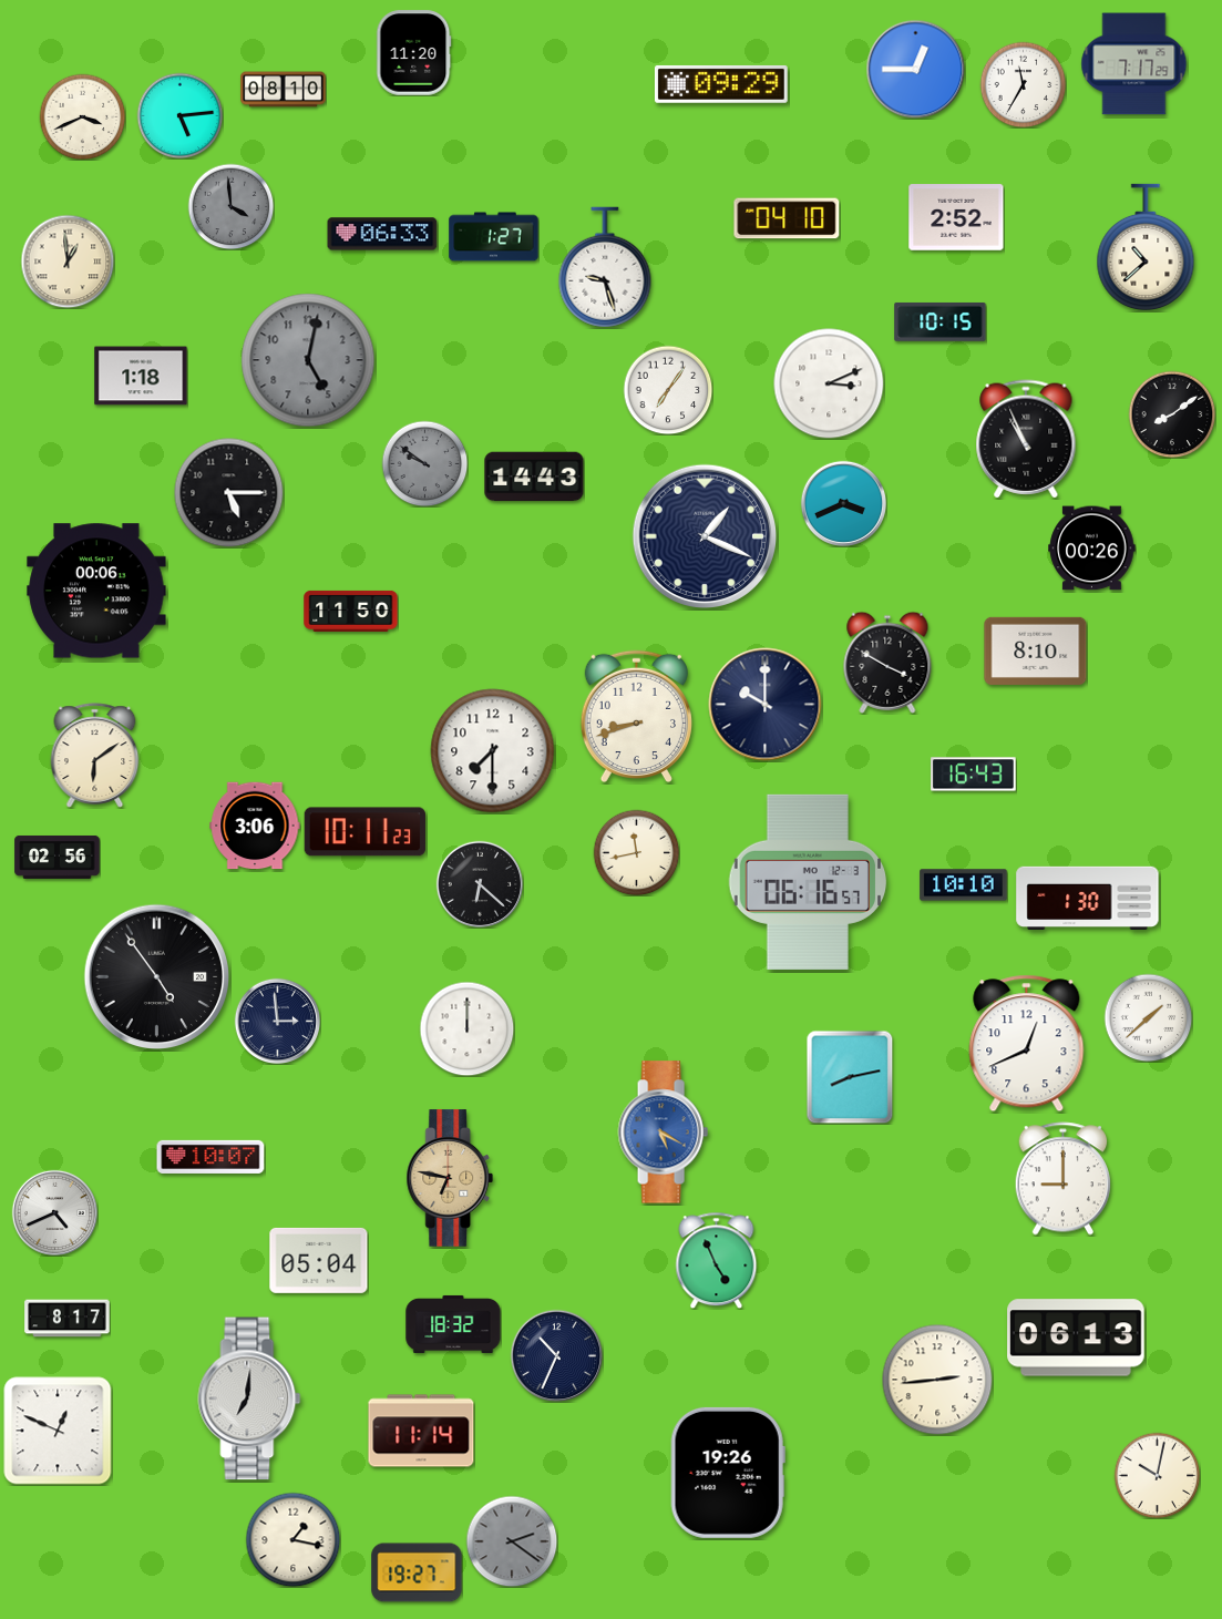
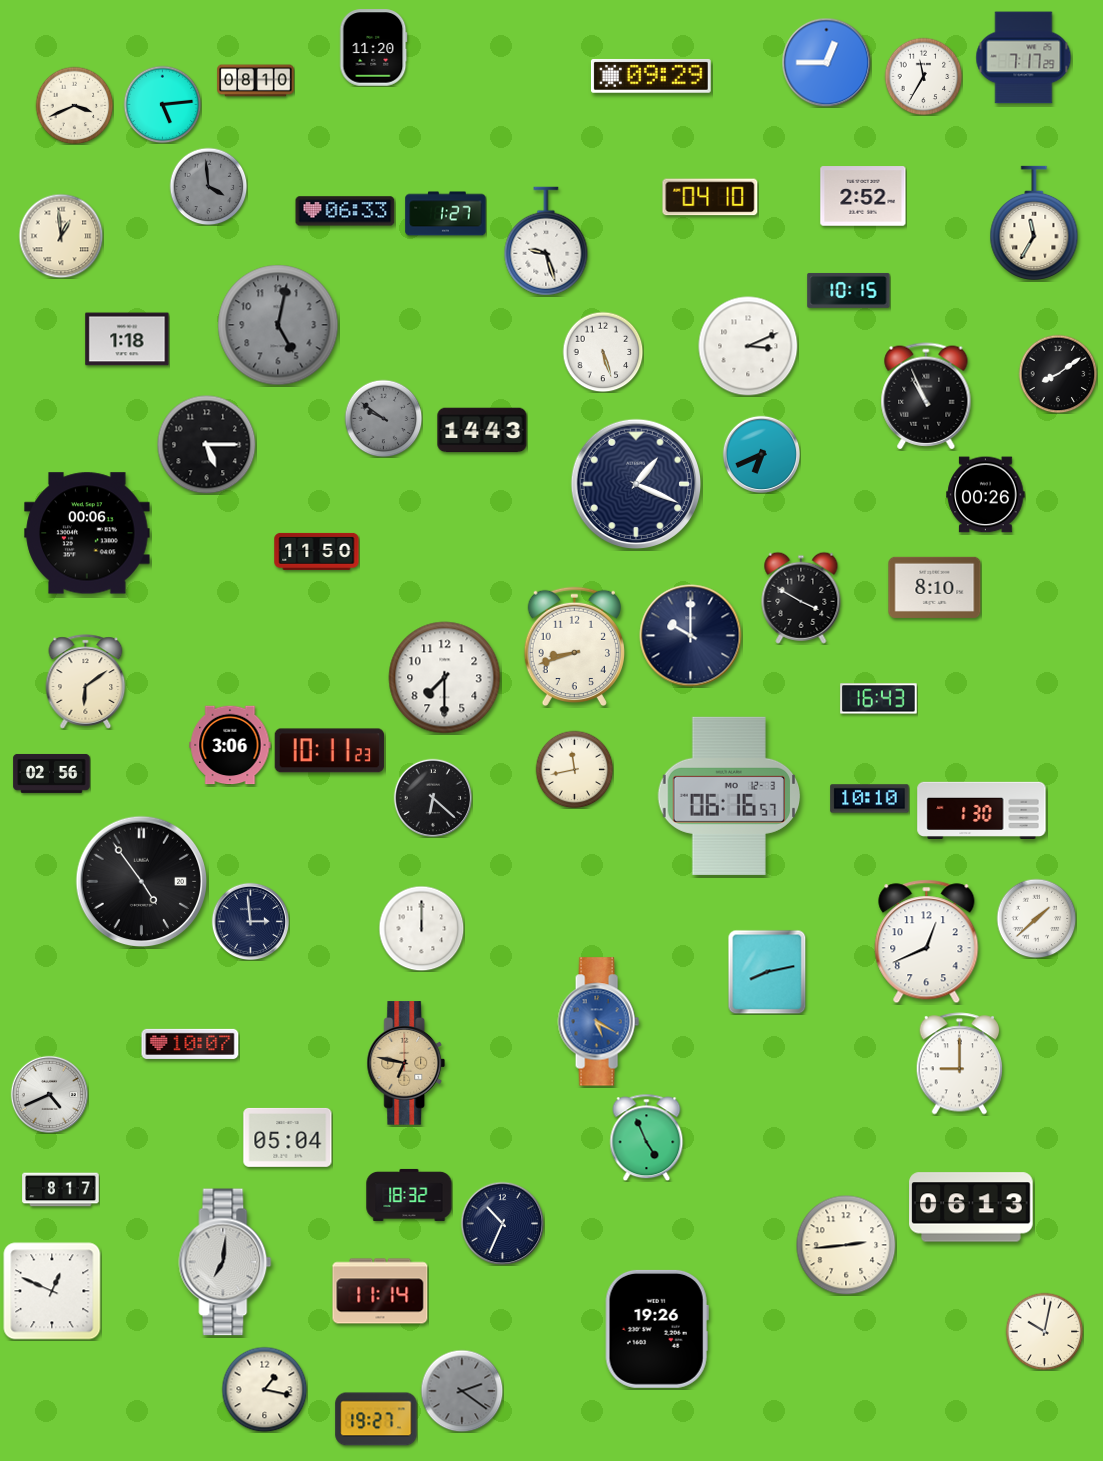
clock at (1146, 246): 10:38 -> 11:35
clock at (668, 390): 7:06 -> 5:27
clock at (843, 503): 3:41 -> 6:41
